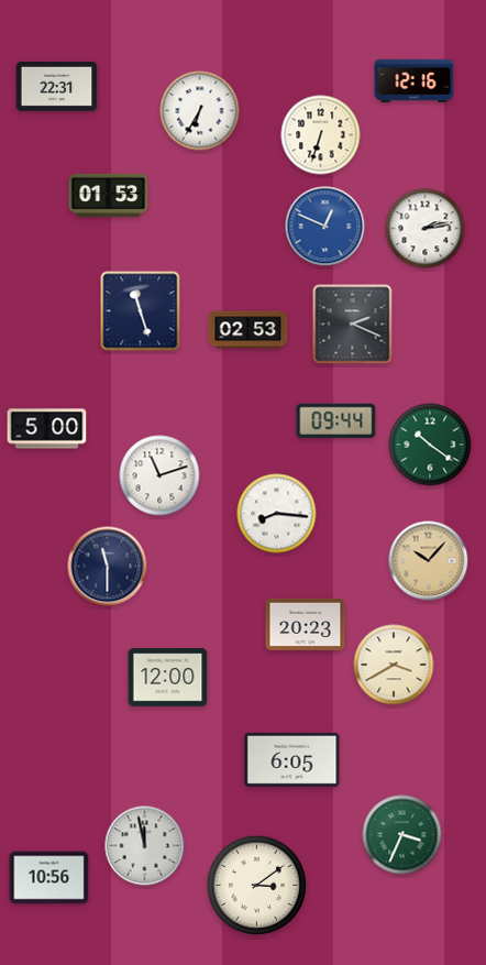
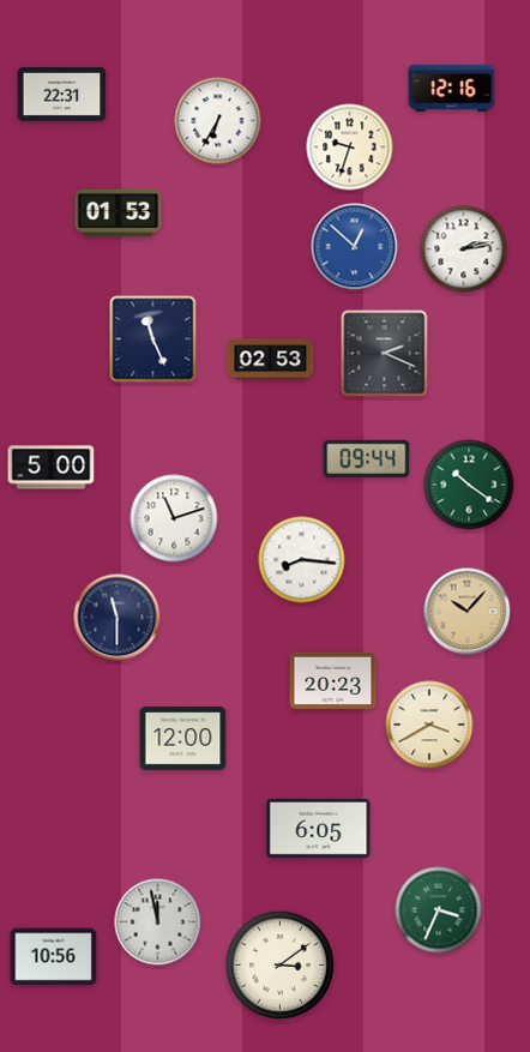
clock at (321, 135): 6:33 -> 9:33
clock at (325, 227): 12:49 -> 12:52
clock at (141, 311): 11:27 -> 11:26
